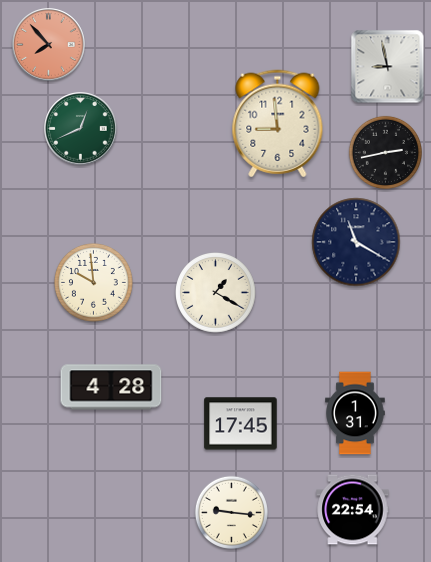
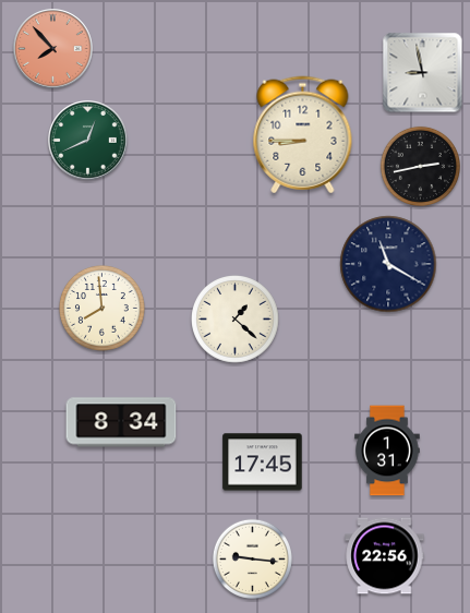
clock at (278, 124): 8:59 -> 8:45
clock at (93, 282): 9:59 -> 7:59
clock at (216, 293): 1:20 -> 1:22
clock at (111, 387): 4:28 -> 8:34
clock at (353, 510): 22:54 -> 22:56
